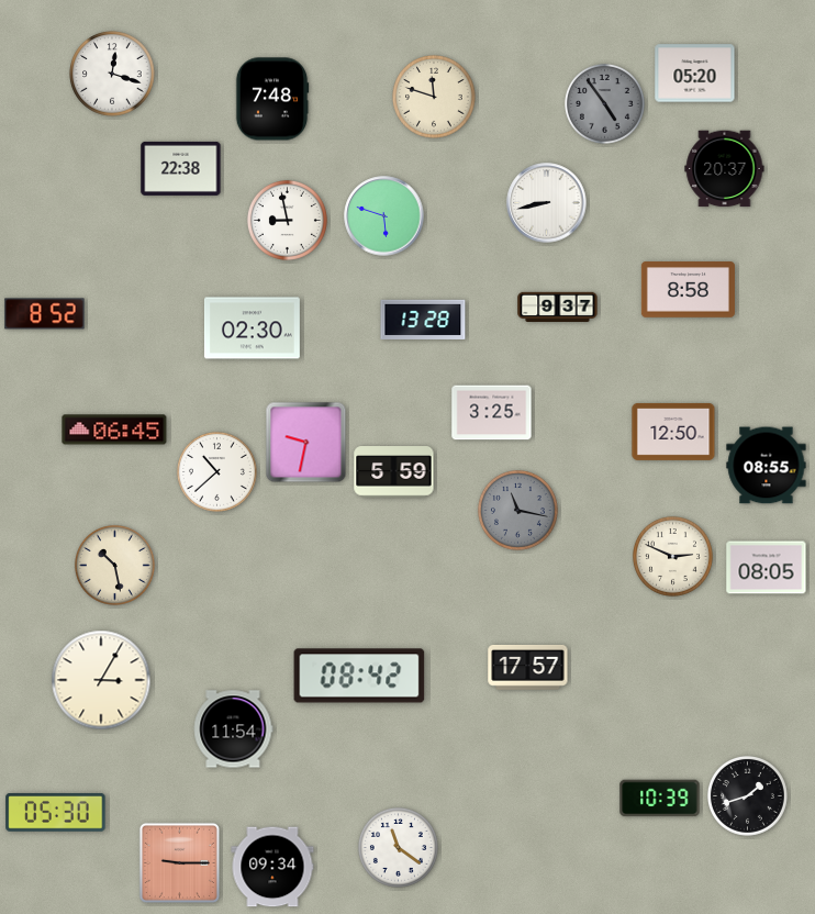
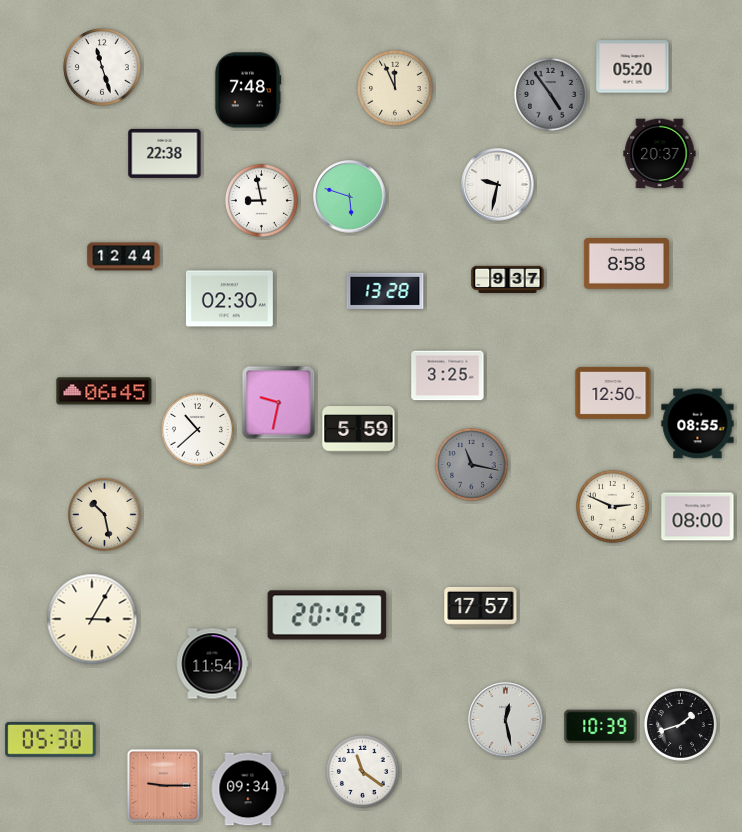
clock at (112, 74): 12:18 -> 11:27
clock at (434, 97): 11:48 -> 11:56
clock at (547, 203): 8:43 -> 9:32
clock at (124, 257): none -> 12:44
clock at (45, 314): 8:52 -> none
clock at (767, 568): 08:05 -> 08:00
clock at (359, 676): 08:42 -> 20:42
clock at (506, 720): none -> 12:28
